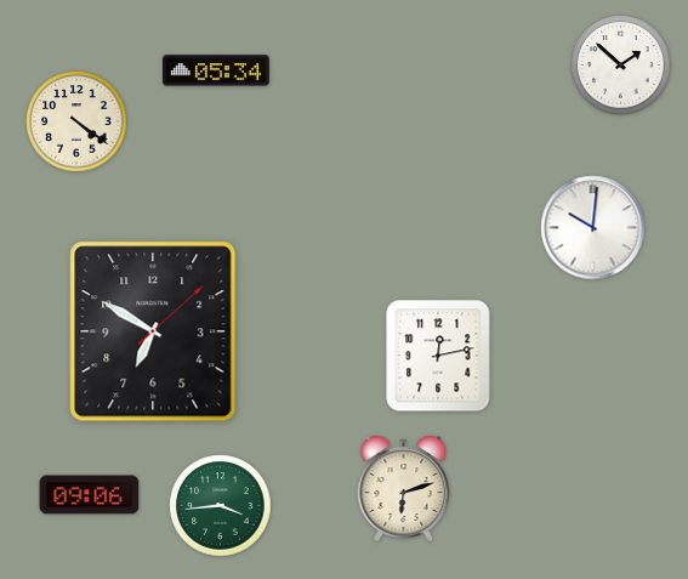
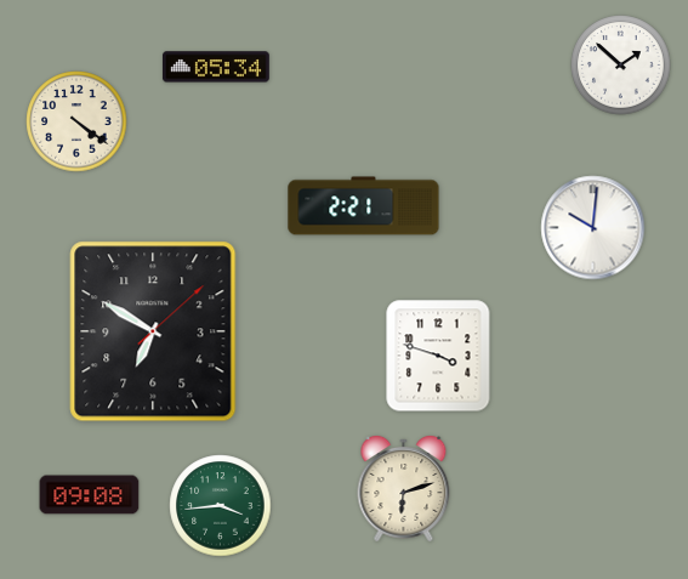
clock at (216, 70) position: (216, 70) -> (216, 67)
clock at (364, 206): none -> 2:21
clock at (438, 356): 12:13 -> 3:48
clock at (90, 495): 09:06 -> 09:08
